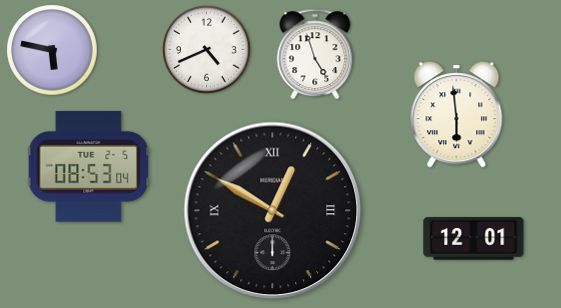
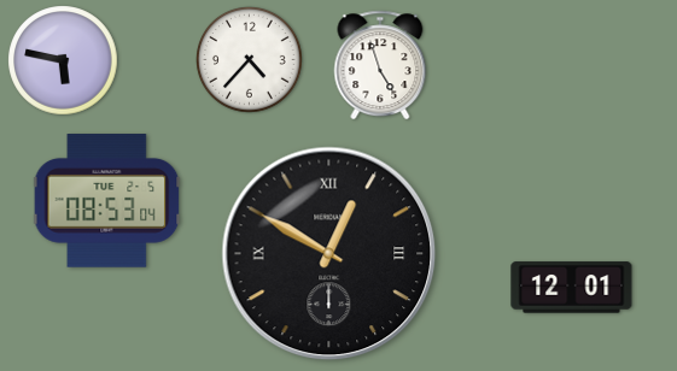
clock at (207, 50): 4:41 -> 4:37
clock at (457, 115): 5:59 -> none
